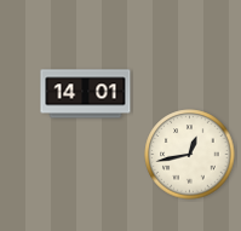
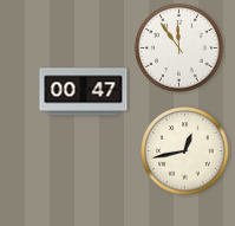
clock at (179, 49): none -> 11:54
clock at (86, 94): 14:01 -> 00:47
